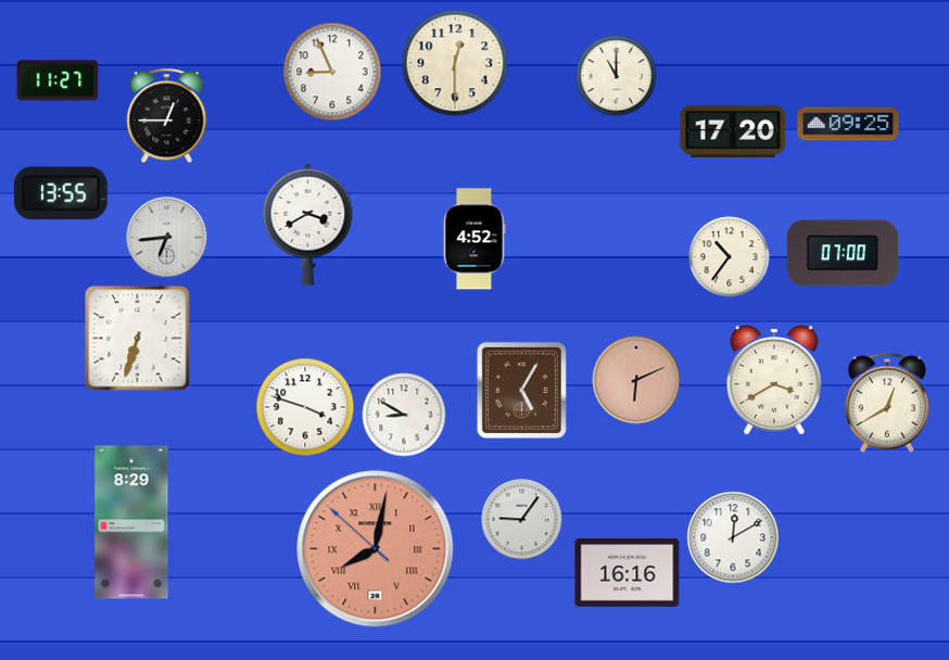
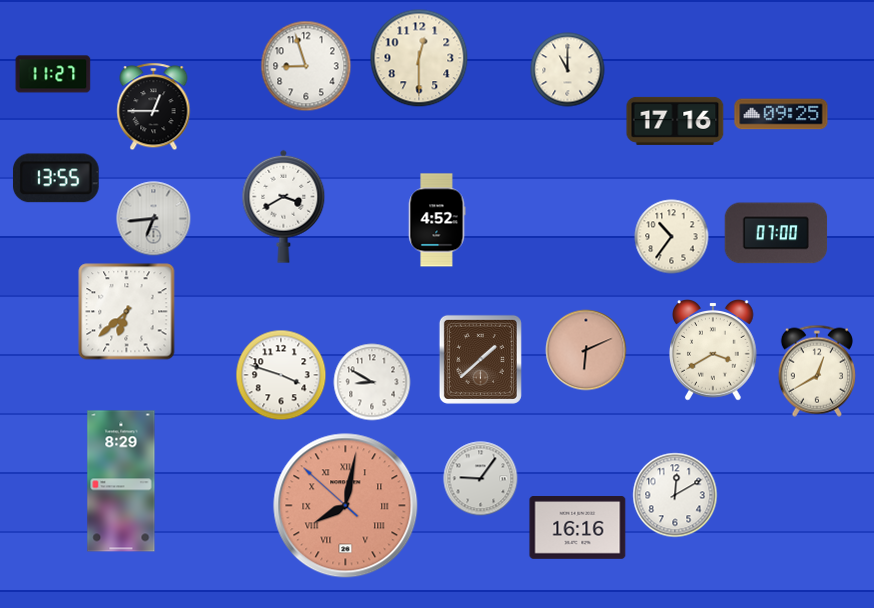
clock at (332, 72): 8:56 -> 8:57
clock at (733, 131): 17:20 -> 17:16
clock at (138, 339): 6:33 -> 6:38
clock at (521, 390): 5:05 -> 1:38
